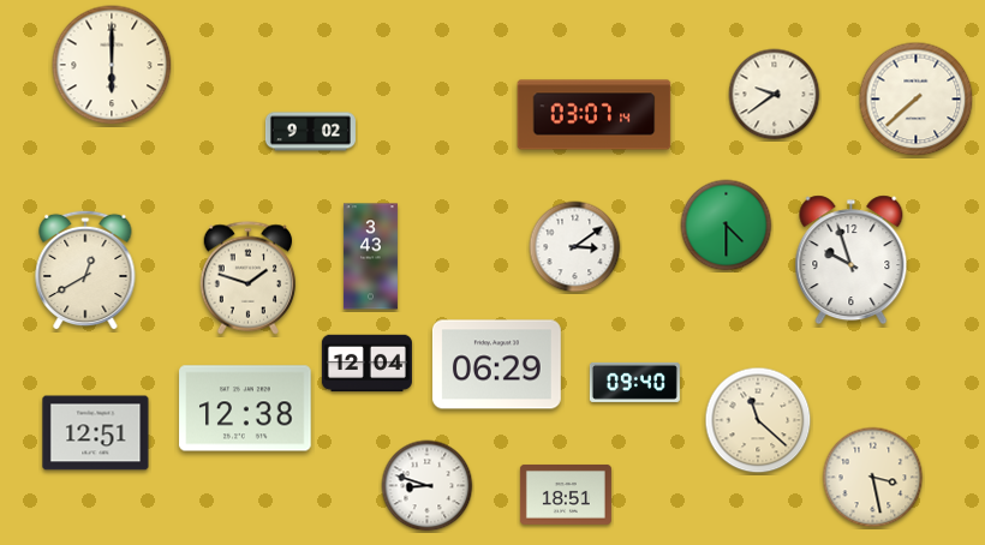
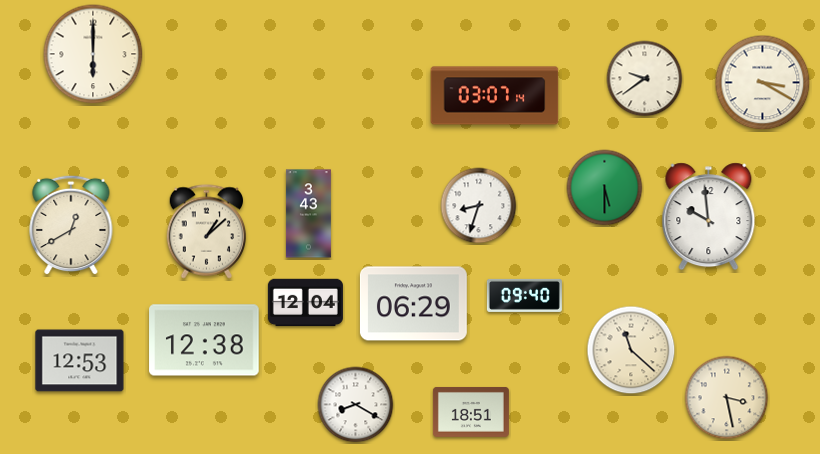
clock at (917, 100): 7:38 -> 3:20
clock at (310, 132): 9:02 -> none
clock at (727, 226): 4:30 -> 5:30
clock at (575, 247): 3:09 -> 8:33
clock at (852, 260): 9:57 -> 9:59
clock at (249, 279): 1:48 -> 1:08
clock at (634, 382) position: (634, 382) -> (524, 295)
clock at (96, 433): 12:51 -> 12:53
clock at (428, 486): 8:48 -> 8:20
